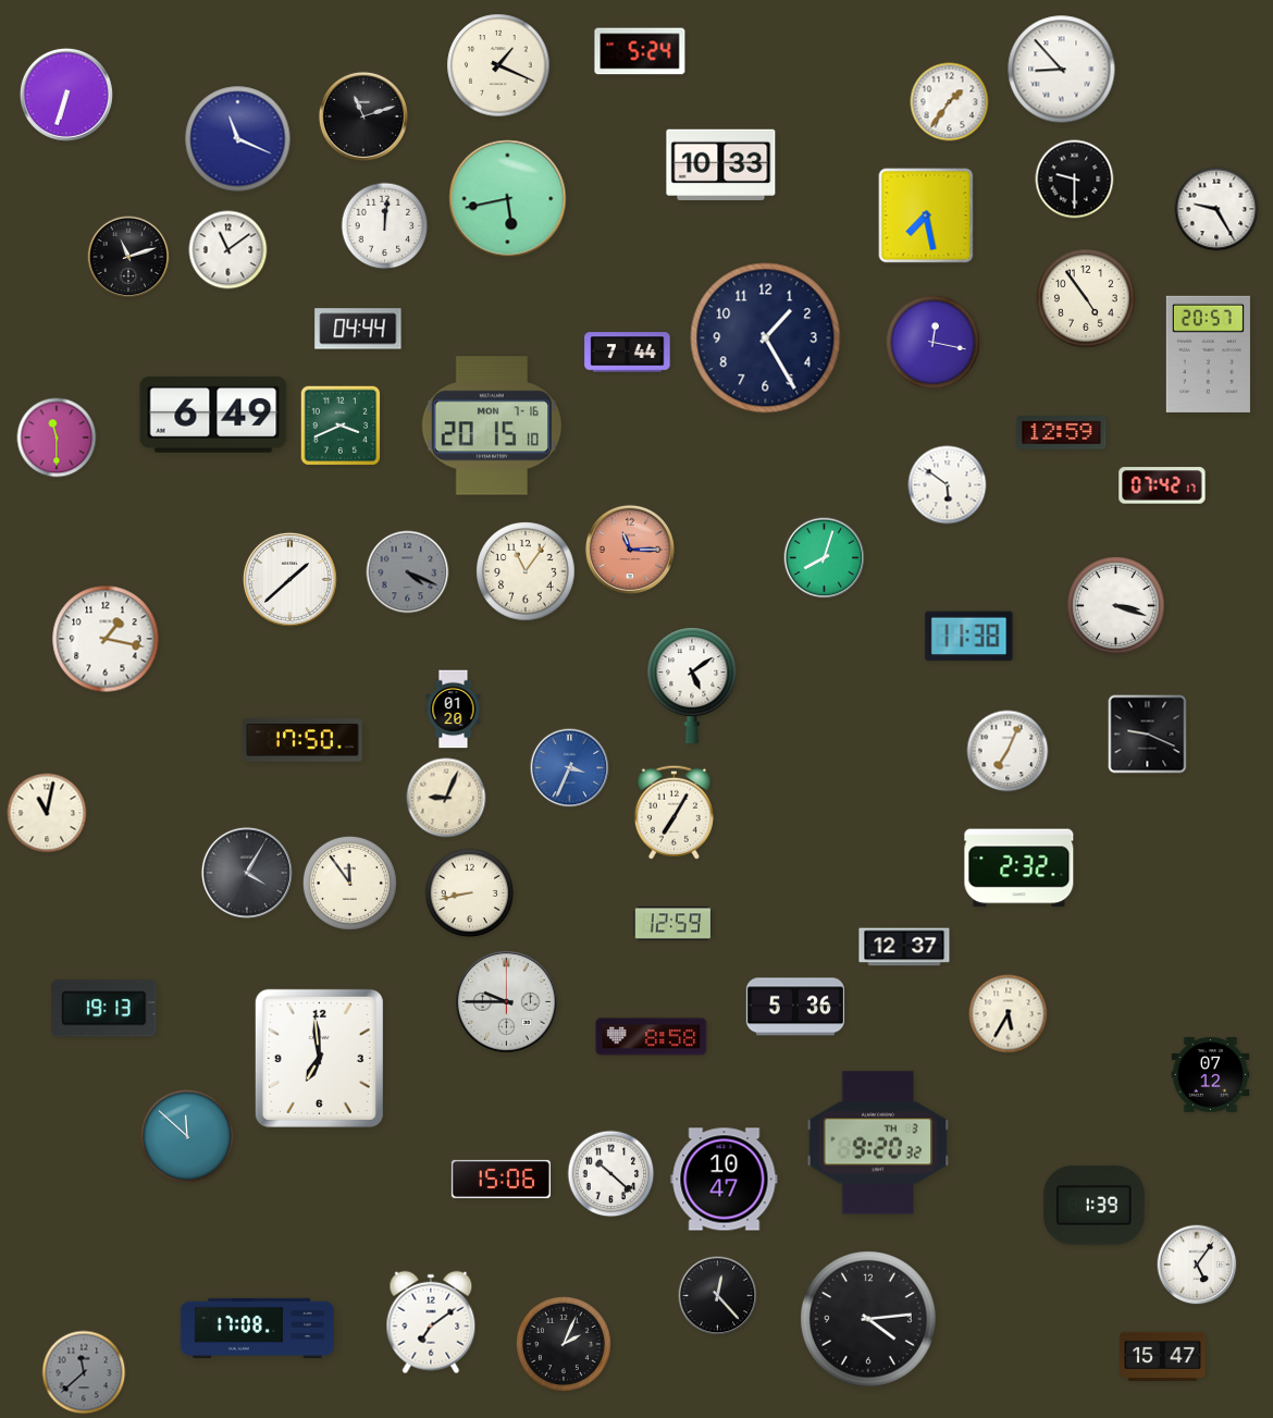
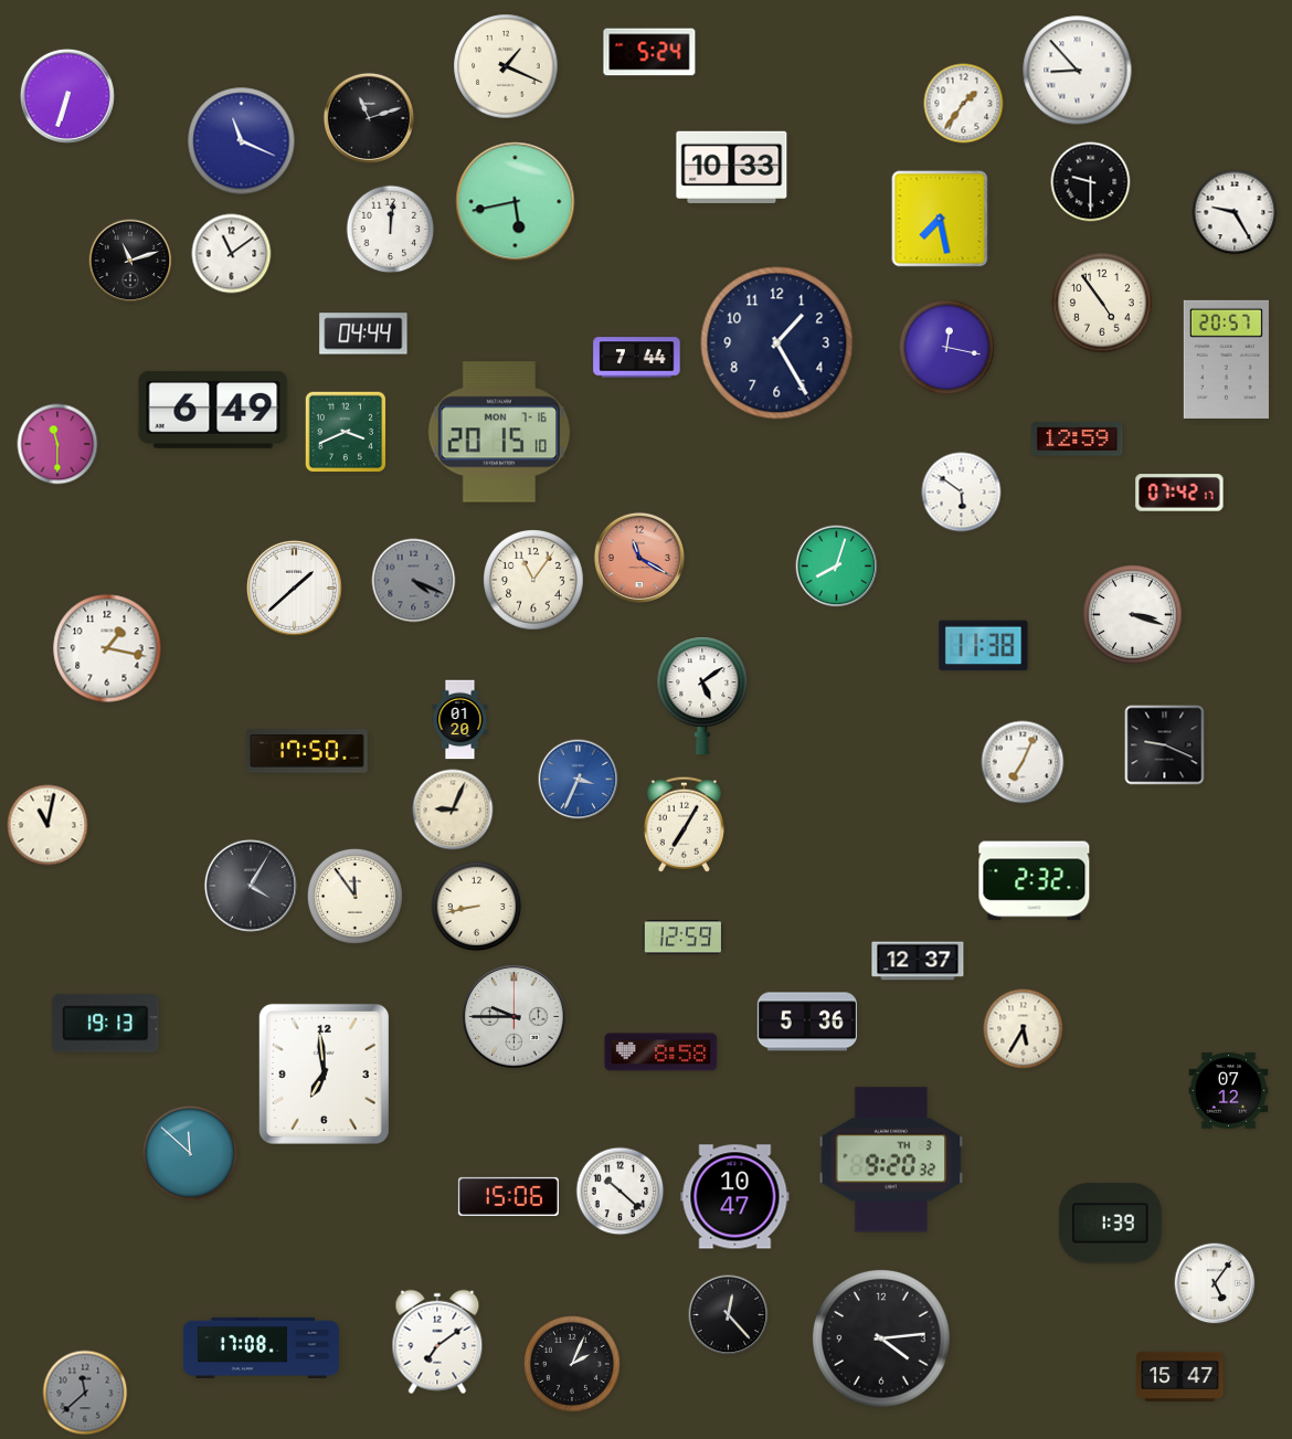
clock at (213, 416) position: (213, 416) -> (213, 411)
clock at (630, 550): 11:15 -> 11:20
